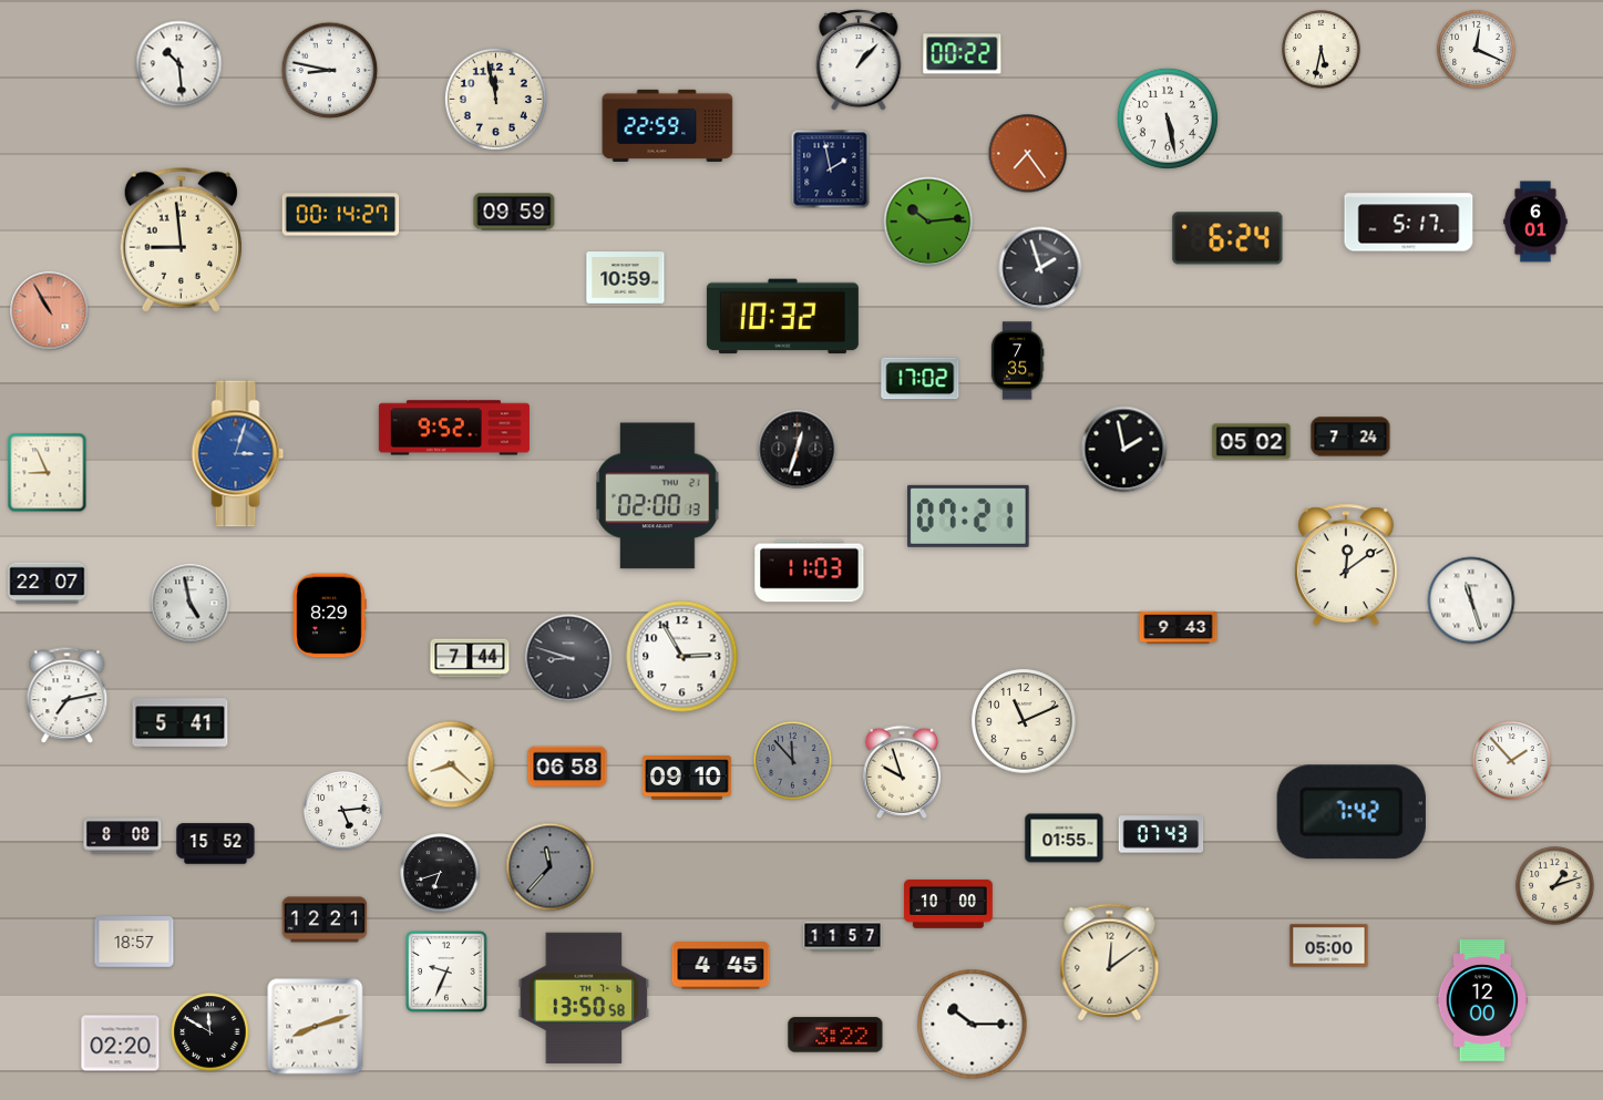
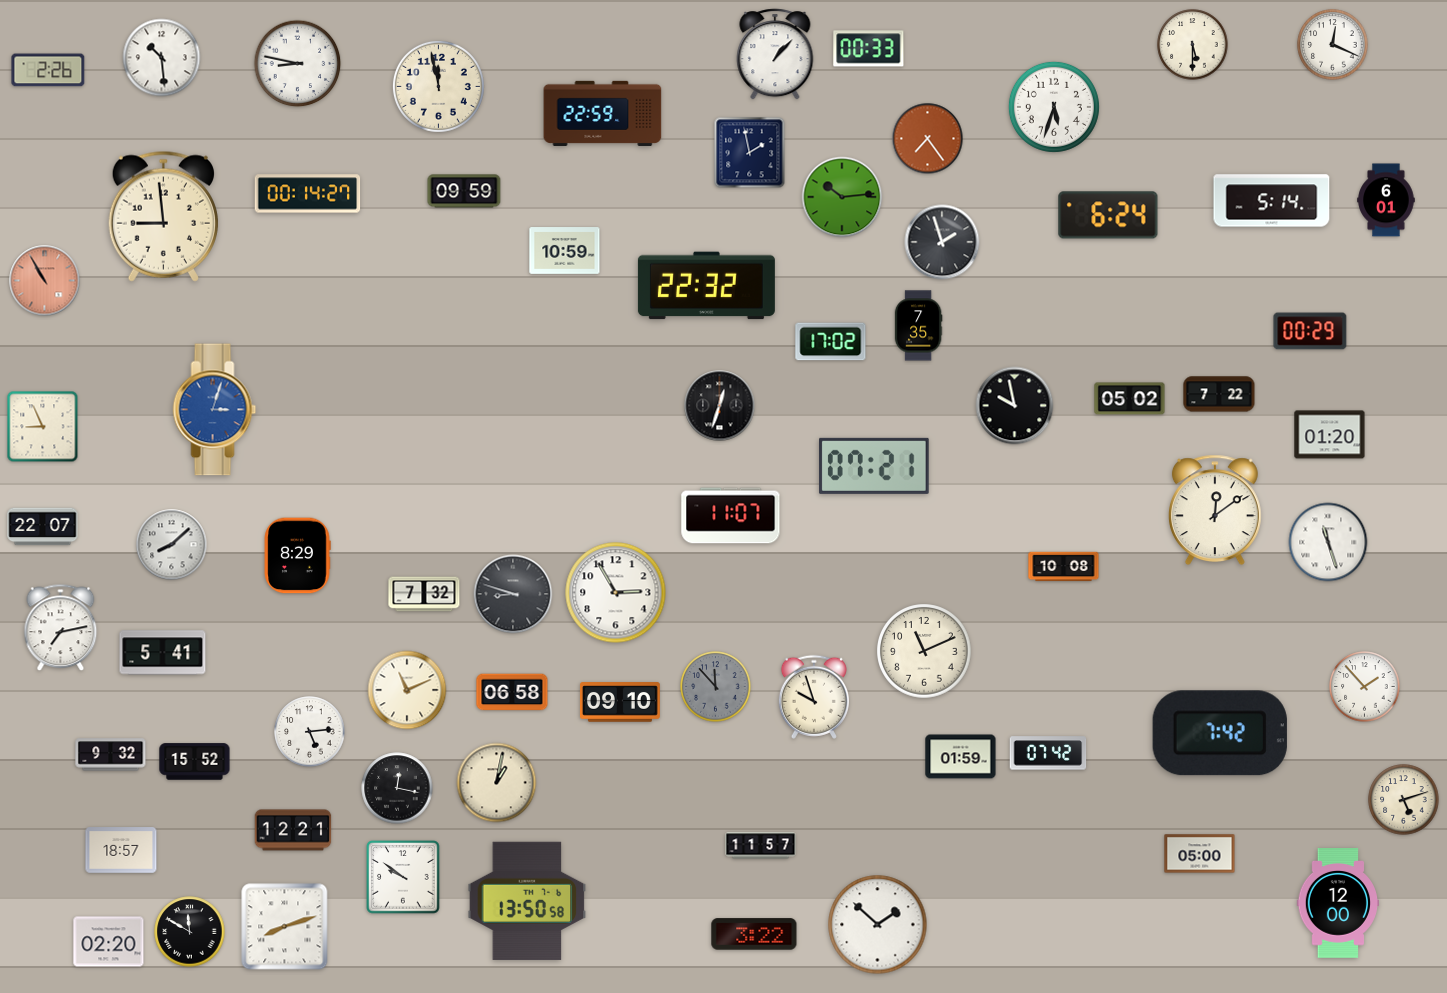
clock at (1322, 50): 5:32 -> 5:30
clock at (963, 54): 00:22 -> 00:33
clock at (48, 70): none -> 2:26
clock at (495, 99) position: (495, 99) -> (438, 86)
clock at (1168, 119): 5:28 -> 5:33
clock at (928, 222) position: (928, 222) -> (842, 197)
clock at (1409, 223): 5:17 -> 5:14
clock at (1040, 268) position: (1040, 268) -> (942, 242)
clock at (782, 317): 10:32 -> 22:32
clock at (1310, 331): none -> 00:29
clock at (454, 428): 9:52 -> none
clock at (1350, 436): 7:24 -> 7:22
clock at (1124, 450): 1:58 -> 9:58
clock at (1330, 435): none -> 01:20
clock at (658, 496): 02:00 -> none
clock at (810, 572): 11:03 -> 11:07
clock at (191, 604): 4:58 -> 8:08
clock at (1179, 628): 9:43 -> 10:08
clock at (470, 658): 7:44 -> 7:32
clock at (451, 764): 8:22 -> 11:11
clock at (1161, 834): 07:43 -> 07:42
clock at (123, 836): 8:08 -> 9:32
clock at (1065, 839): 01:55 -> 01:59
clock at (551, 867): 11:37 -> 1:02
clock at (551, 867) dial: grey -> cream
clock at (440, 873): 6:42 -> 12:17
clock at (1555, 886): 1:12 -> 5:12
clock at (948, 904): 10:00 -> none
clock at (1110, 963): 12:09 -> none
clock at (721, 966): 4:45 -> none
clock at (446, 972): 9:34 -> 9:51
clock at (973, 1025): 10:15 -> 1:52
